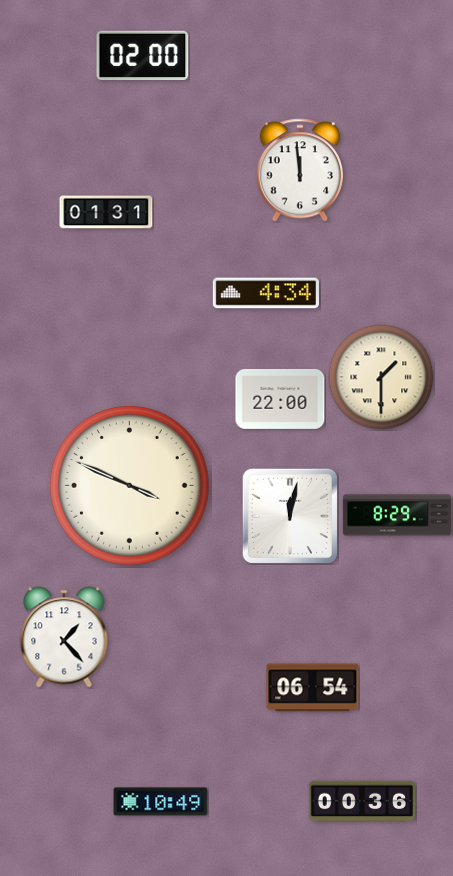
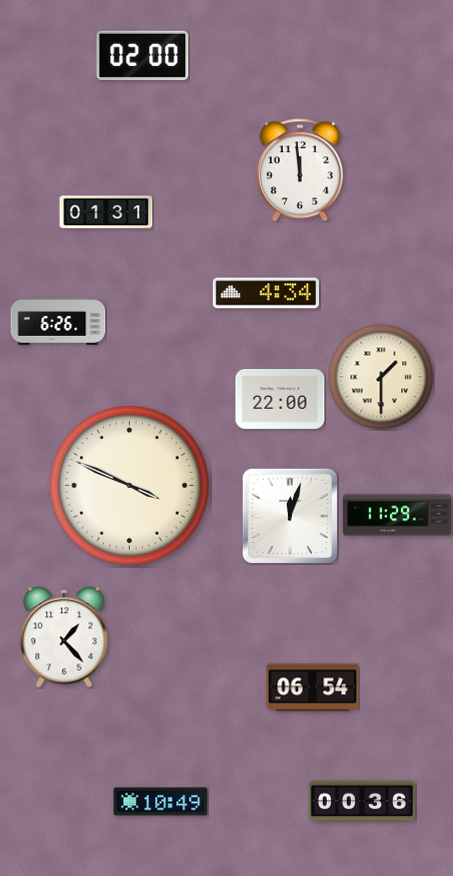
clock at (58, 321): none -> 6:26
clock at (397, 515): 8:29 -> 11:29
clock at (290, 516): 12:02 -> 12:03
